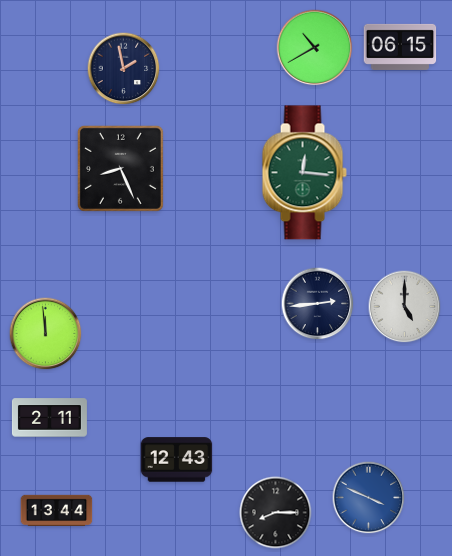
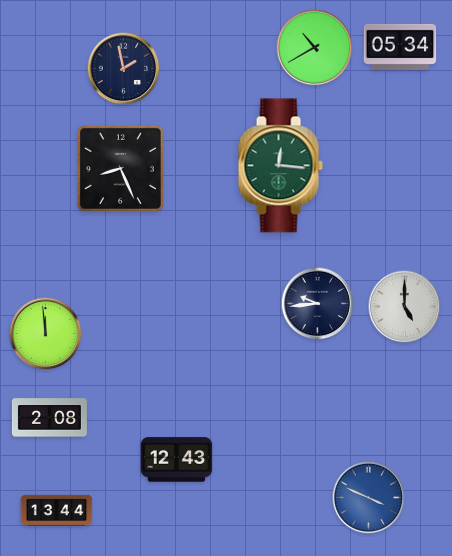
clock at (400, 47): 06:15 -> 05:34
clock at (304, 173) position: (304, 173) -> (280, 166)
clock at (318, 304): 2:44 -> 9:44
clock at (49, 418): 2:11 -> 2:08
clock at (276, 513): 8:15 -> none
